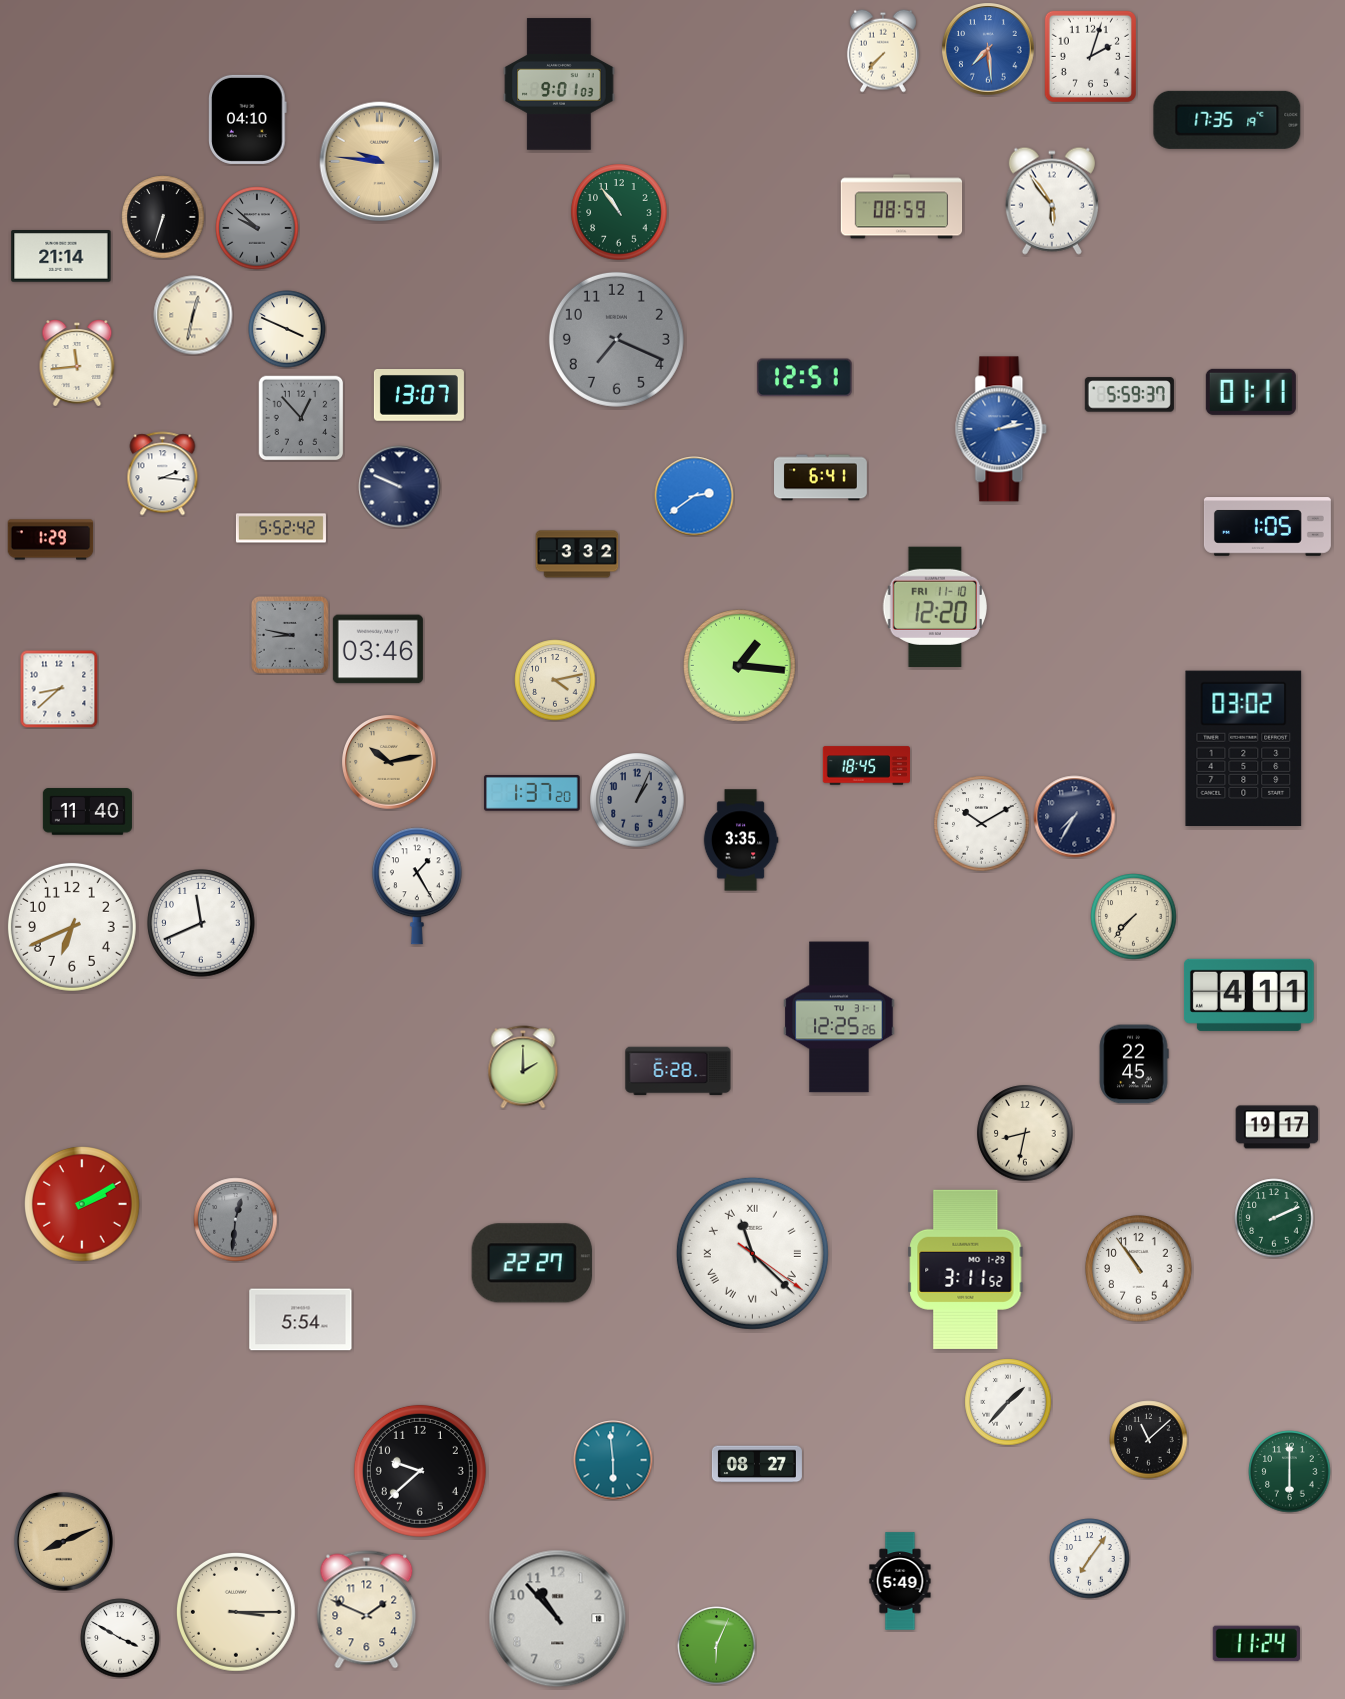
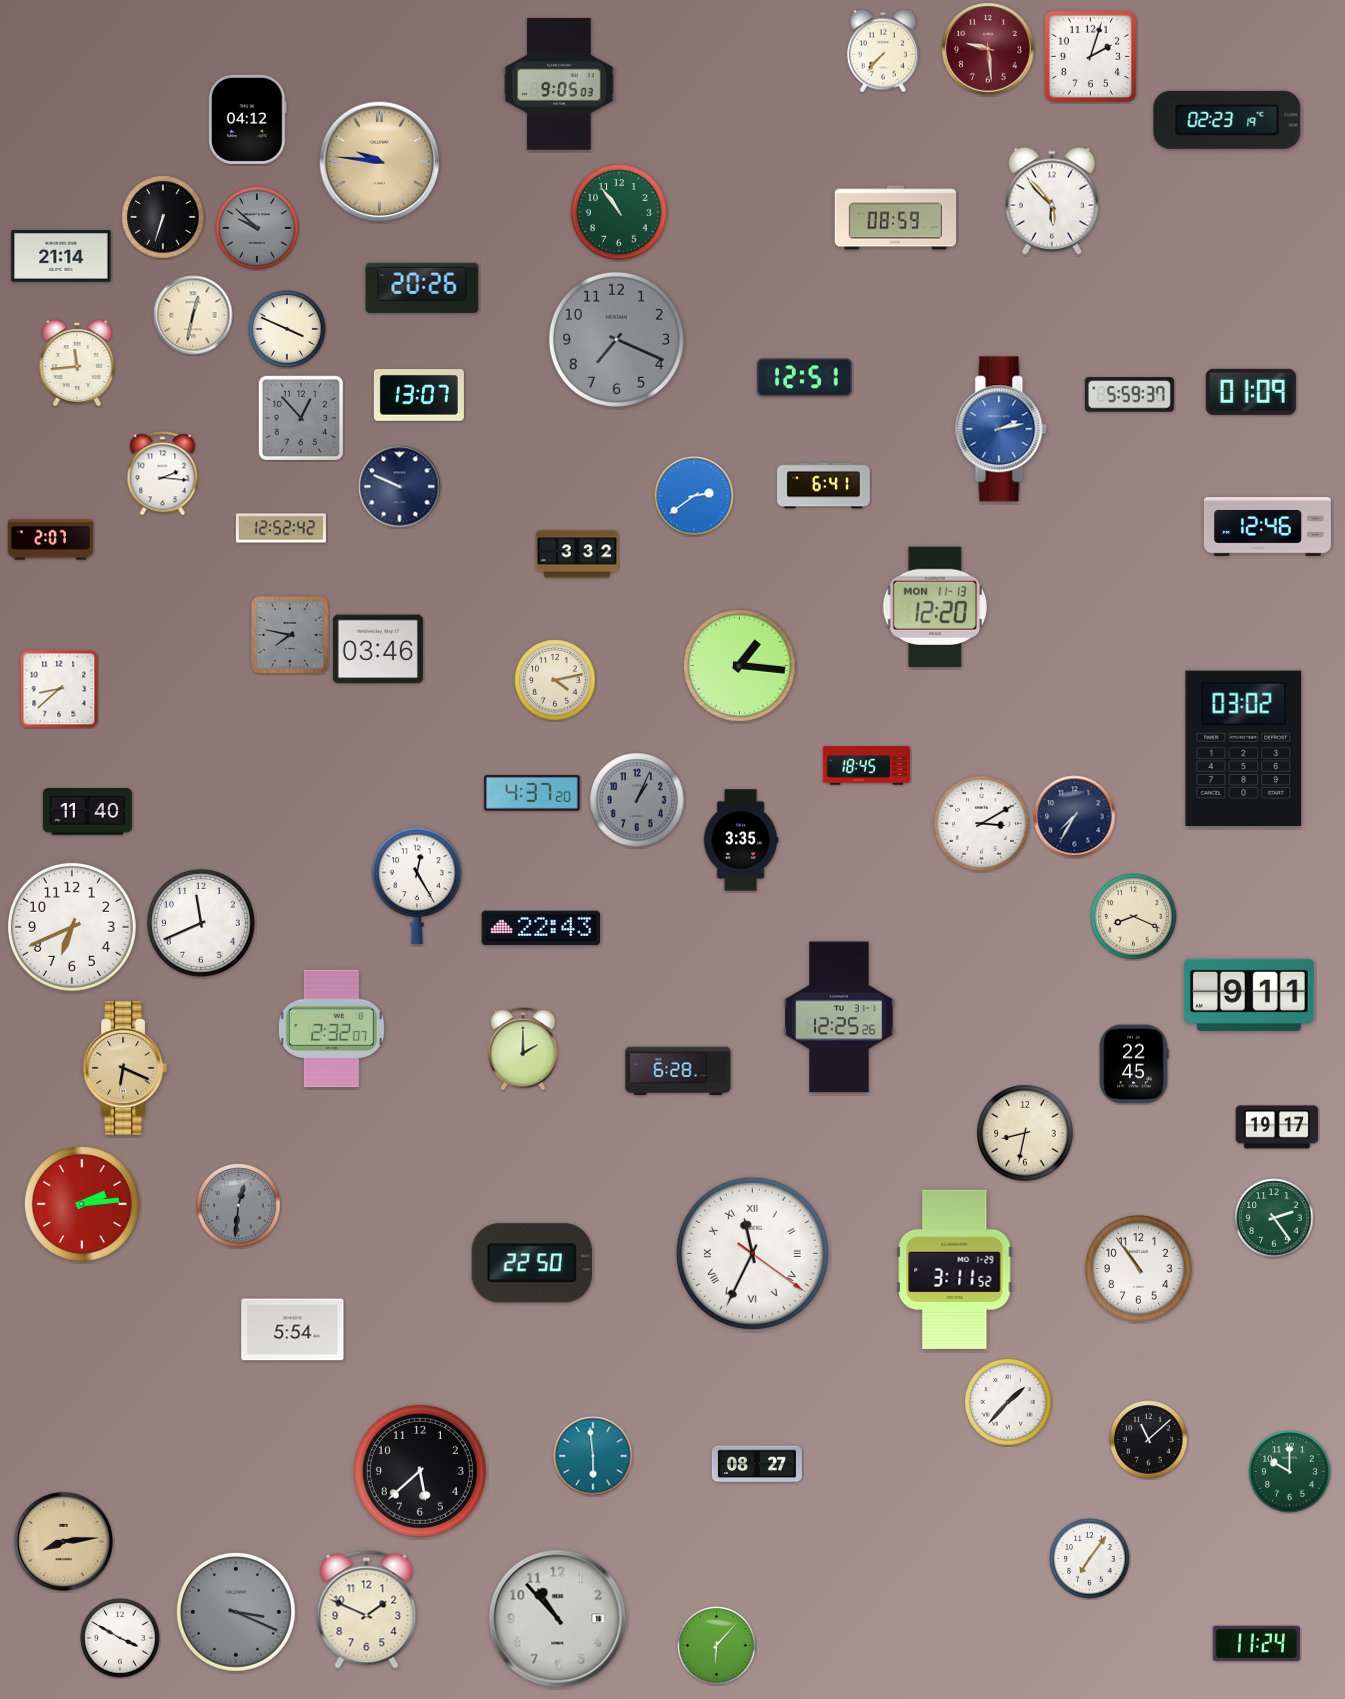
clock at (988, 49): 7:29 -> 9:29
clock at (988, 49) dial: blue -> burgundy
clock at (559, 84): 9:01 -> 9:05
clock at (248, 119): 04:10 -> 04:12
clock at (1227, 120): 17:35 -> 02:23
clock at (1052, 201): 5:54 -> 5:53
clock at (902, 207) position: (902, 207) -> (896, 218)
clock at (422, 288): none -> 20:26
clock at (1251, 392): 01:11 -> 01:09
clock at (821, 478) position: (821, 478) -> (824, 486)
clock at (1267, 527): 1:05 -> 12:46
clock at (281, 528): 5:52 -> 12:52
clock at (51, 540): 1:29 -> 2:07
clock at (934, 606) date: FRI 11-10 -> MON 11-13
clock at (290, 635): 8:47 -> 7:47
clock at (389, 762): 10:13 -> none
clock at (532, 794): 1:37 -> 4:37
clock at (982, 824): 10:10 -> 3:10
clock at (417, 886): 1:25 -> 12:25
clock at (1134, 917): 7:37 -> 8:19
clock at (541, 927): none -> 22:43
clock at (1249, 995): 4:11 -> 9:11
clock at (331, 1029): none -> 2:32
clock at (523, 1067) position: (523, 1067) -> (523, 1049)
clock at (125, 1068): none -> 6:19
clock at (83, 1205): 2:10 -> 2:14
clock at (1274, 1218): 2:11 -> 2:24
clock at (236, 1220) position: (236, 1220) -> (239, 1206)
clock at (752, 1253): 11:22 -> 11:34
clock at (532, 1263): 22:27 -> 22:50
clock at (966, 1269) position: (966, 1269) -> (955, 1269)
clock at (301, 1320) position: (301, 1320) -> (293, 1330)
clock at (613, 1460) position: (613, 1460) -> (593, 1456)
clock at (420, 1471): 9:38 -> 5:38
clock at (1290, 1472): 6:00 -> 10:00
clock at (63, 1541): 8:11 -> 8:14
clock at (900, 1581): 5:49 -> none
clock at (236, 1612): 3:15 -> 3:19
clock at (236, 1612) dial: cream -> grey
clock at (717, 1646): 6:04 -> 6:07
